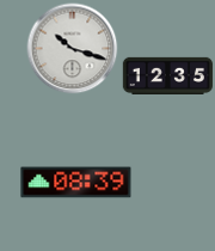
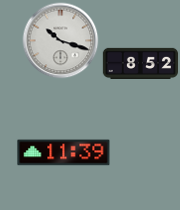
clock at (167, 75): 12:35 -> 8:52
clock at (76, 183): 08:39 -> 11:39
